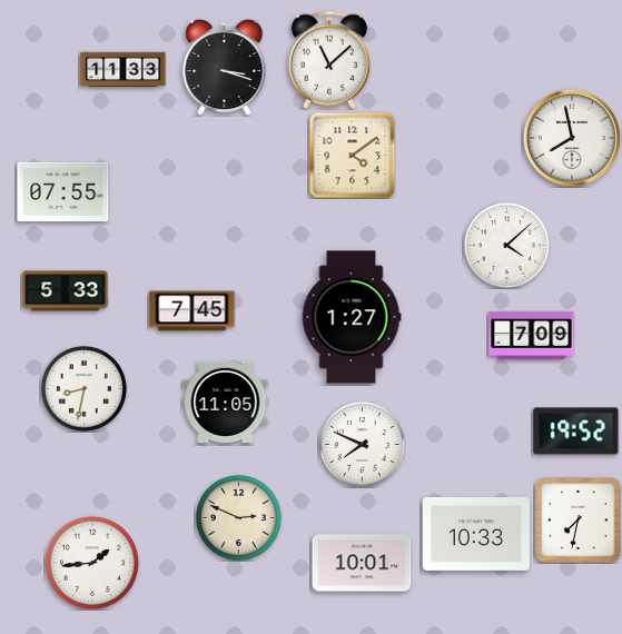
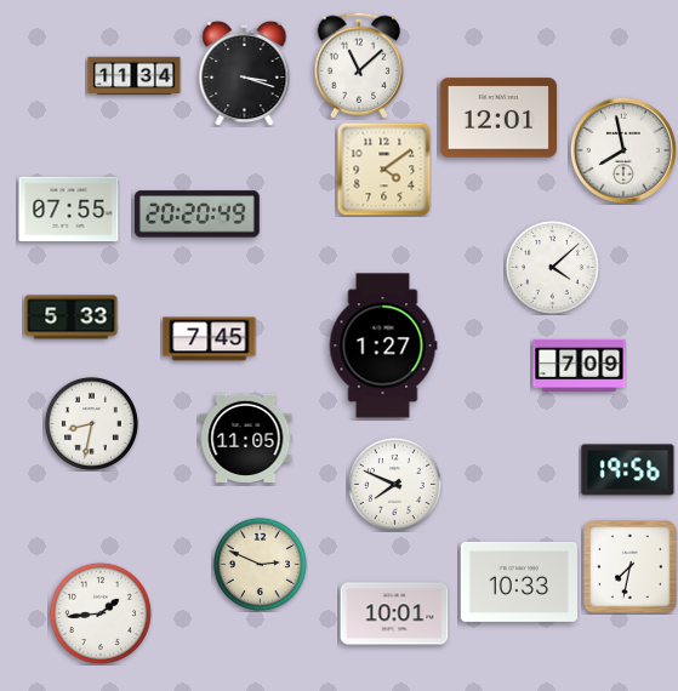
clock at (124, 70): 11:33 -> 11:34
clock at (497, 118): none -> 12:01
clock at (196, 215): none -> 20:20
clock at (576, 432): 19:52 -> 19:56
